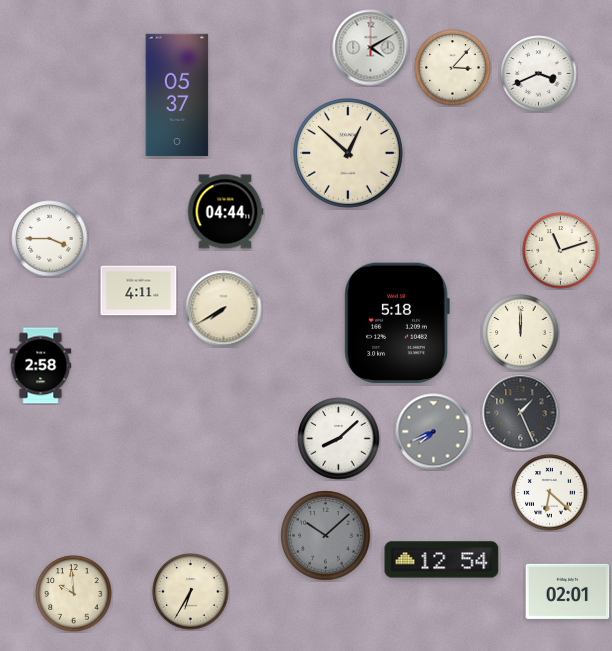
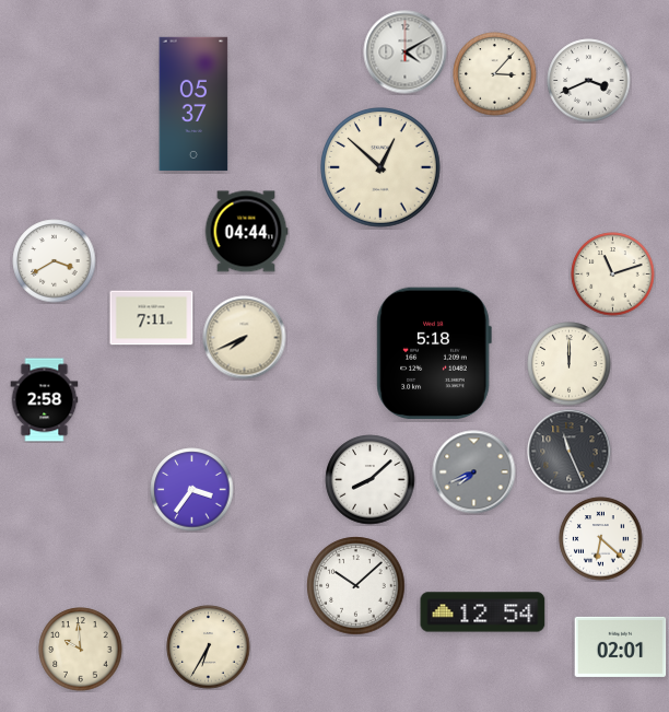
clock at (50, 239): 3:45 -> 3:40
clock at (139, 291): 4:11 -> 7:11
clock at (224, 309): 7:40 -> 7:41
clock at (521, 413): 1:26 -> 11:26
clock at (192, 490): none -> 3:36
clock at (326, 536) dial: grey -> white
